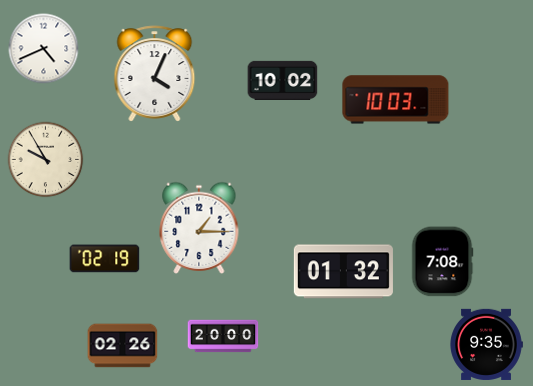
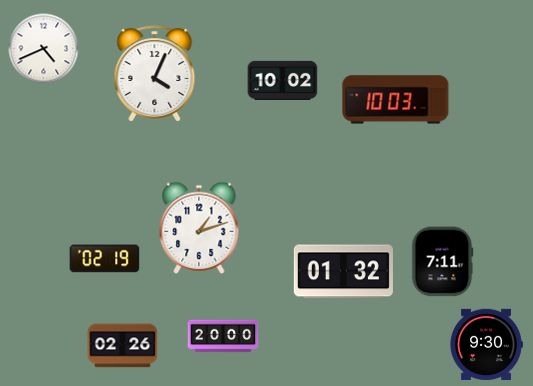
clock at (46, 160): 9:55 -> none
clock at (199, 228): 1:15 -> 1:12
clock at (442, 262): 7:08 -> 7:11
clock at (486, 344): 9:35 -> 9:30
